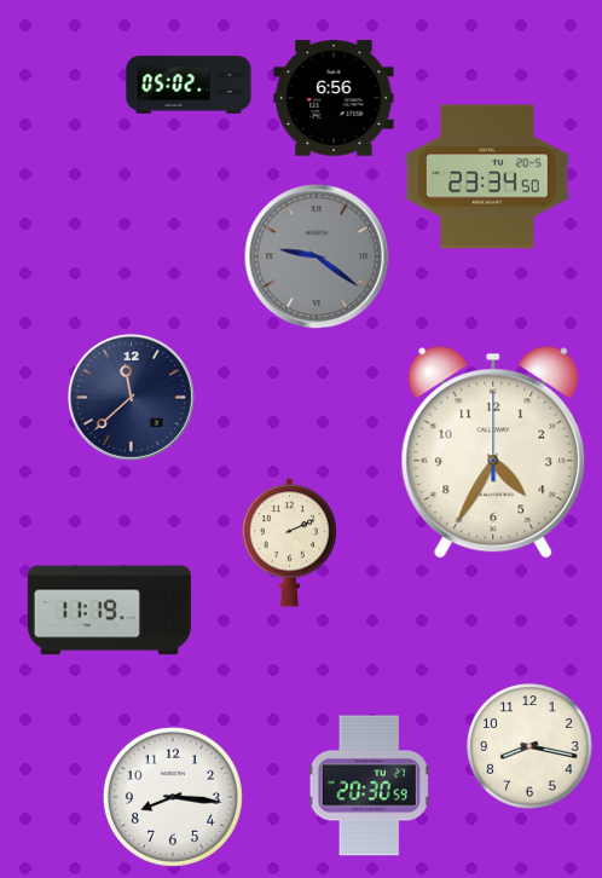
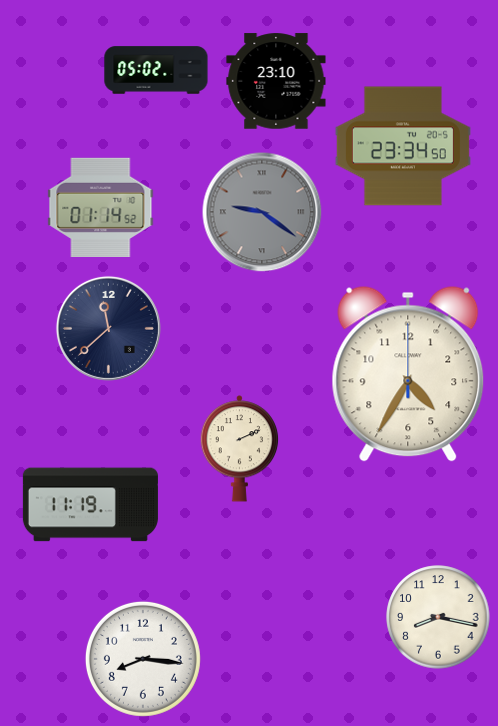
clock at (334, 98): 6:56 -> 23:10
clock at (101, 207): none -> 01:14
clock at (369, 786): 20:30 -> none
